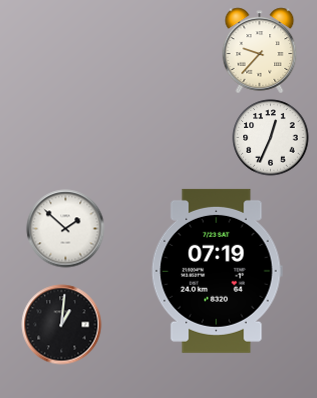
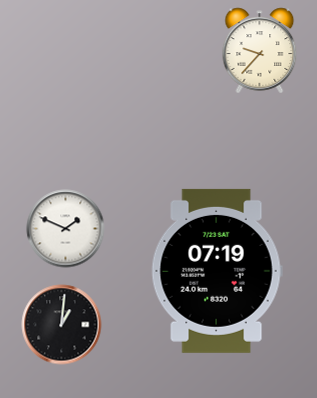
clock at (271, 138): 12:34 -> none
clock at (66, 229): 1:52 -> 1:49
